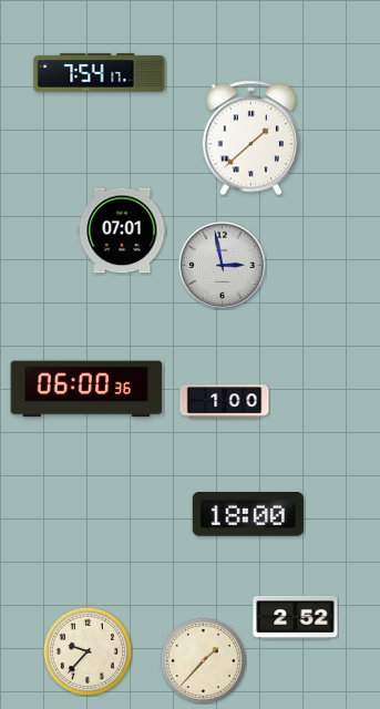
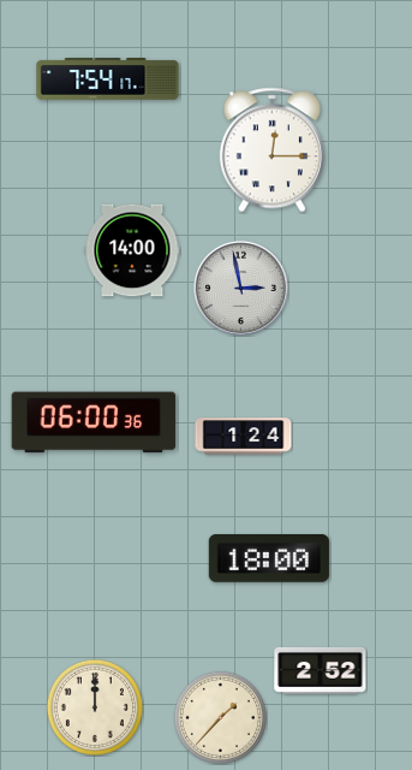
clock at (250, 138): 1:38 -> 12:15
clock at (122, 230): 07:01 -> 14:00
clock at (225, 402): 1:00 -> 1:24
clock at (88, 651): 9:37 -> 12:00
